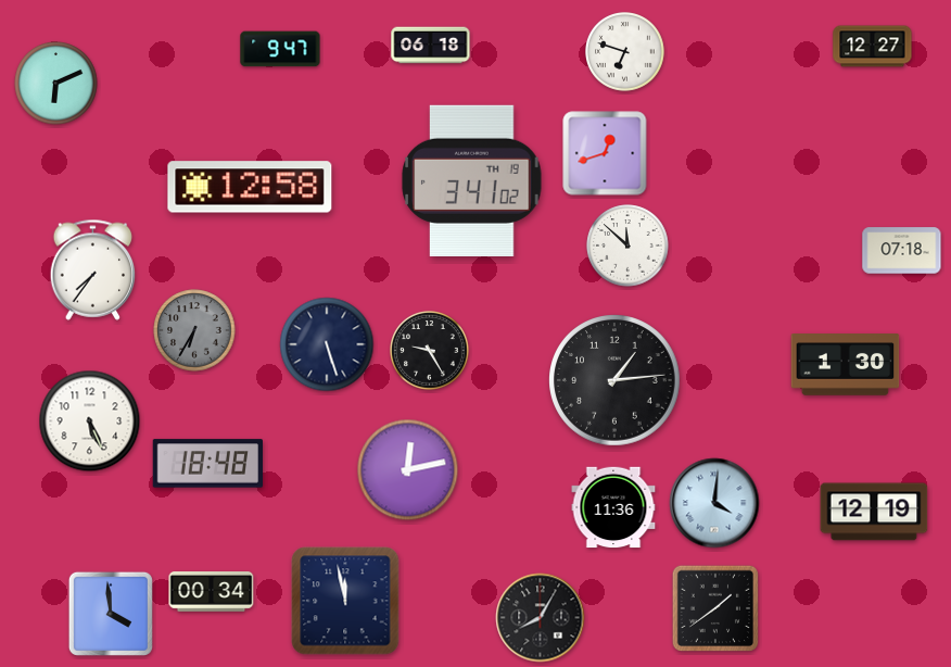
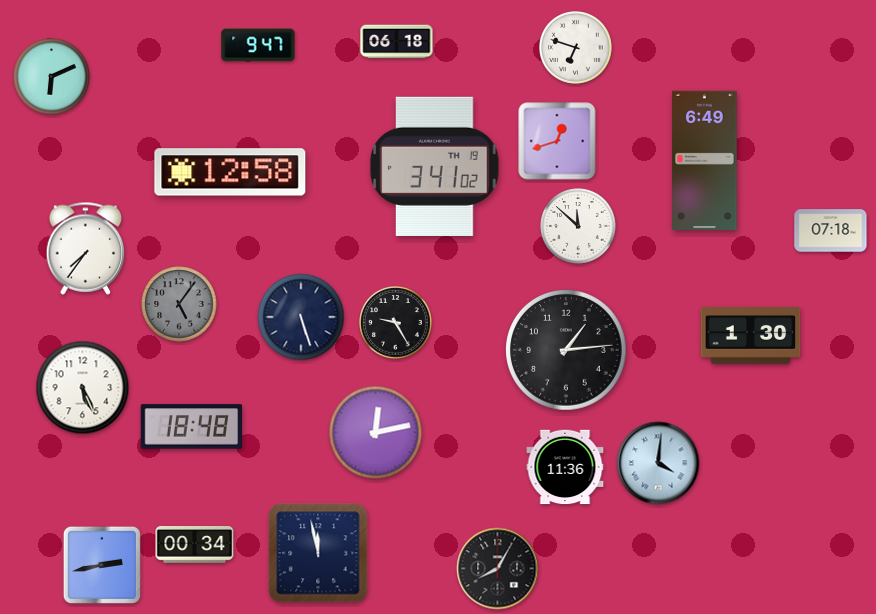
clock at (873, 47): 12:27 -> none
clock at (705, 160): none -> 6:49
clock at (194, 330): 6:35 -> 5:06
clock at (846, 365) position: (846, 365) -> (751, 336)
clock at (874, 512): 12:19 -> none
clock at (715, 608): 1:39 -> none
clock at (111, 614): 3:59 -> 2:43
